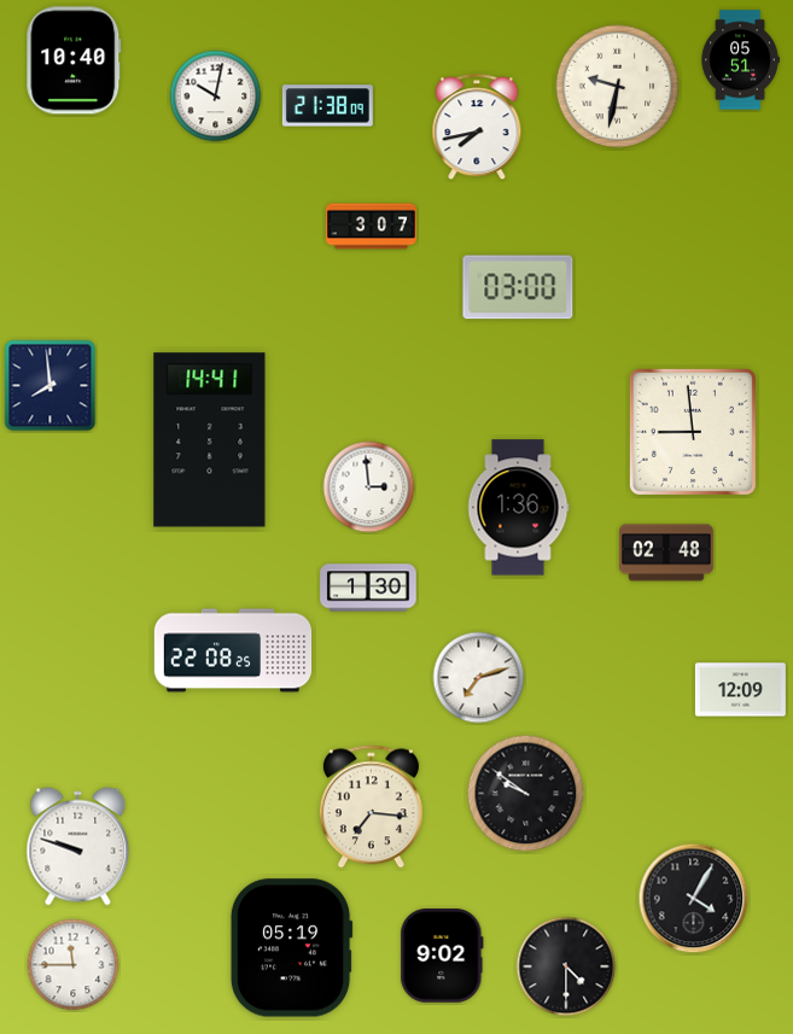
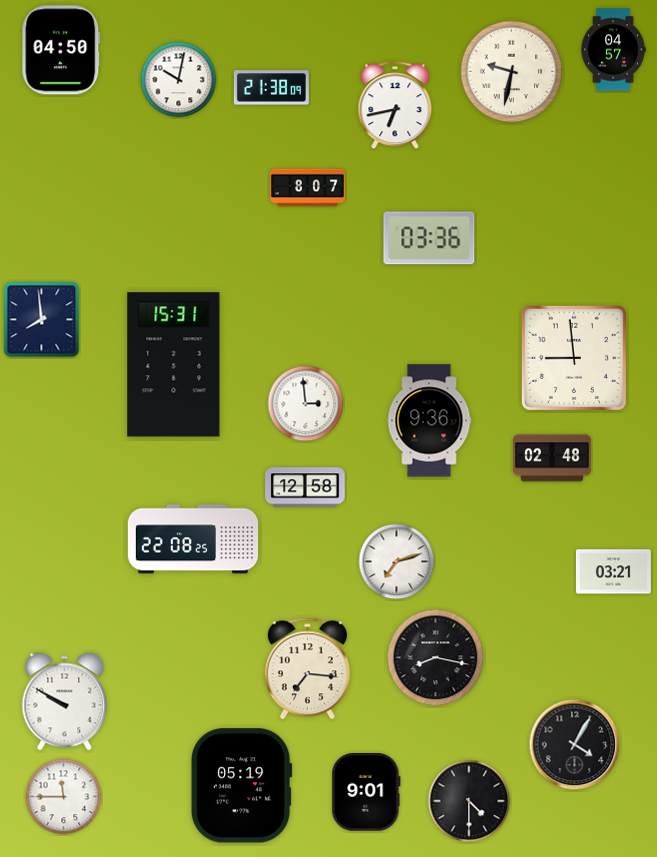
clock at (74, 60): 10:40 -> 04:50
clock at (740, 60): 05:51 -> 04:57
clock at (477, 128): 7:43 -> 6:43
clock at (371, 227): 3:07 -> 8:07
clock at (518, 287): 03:00 -> 03:36
clock at (210, 440): 14:41 -> 15:31
clock at (518, 508): 1:36 -> 9:36
clock at (368, 588): 1:30 -> 12:58
clock at (740, 690): 12:09 -> 03:21
clock at (526, 794): 9:51 -> 8:17
clock at (78, 847): 9:48 -> 9:50
clock at (442, 957): 9:02 -> 9:01
clock at (74, 965) position: (74, 965) -> (64, 797)
